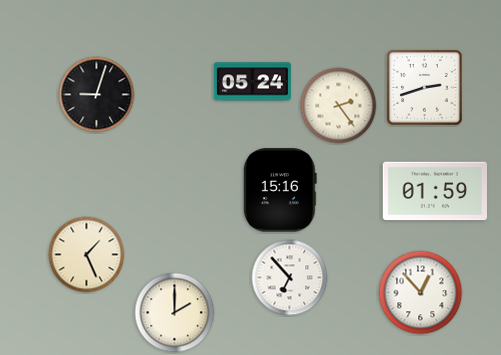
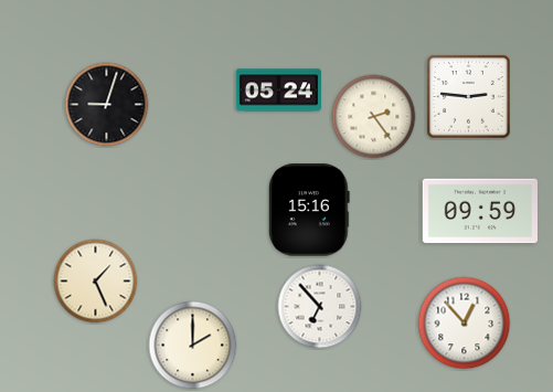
clock at (425, 88): 2:42 -> 2:46
clock at (434, 191): 01:59 -> 09:59
